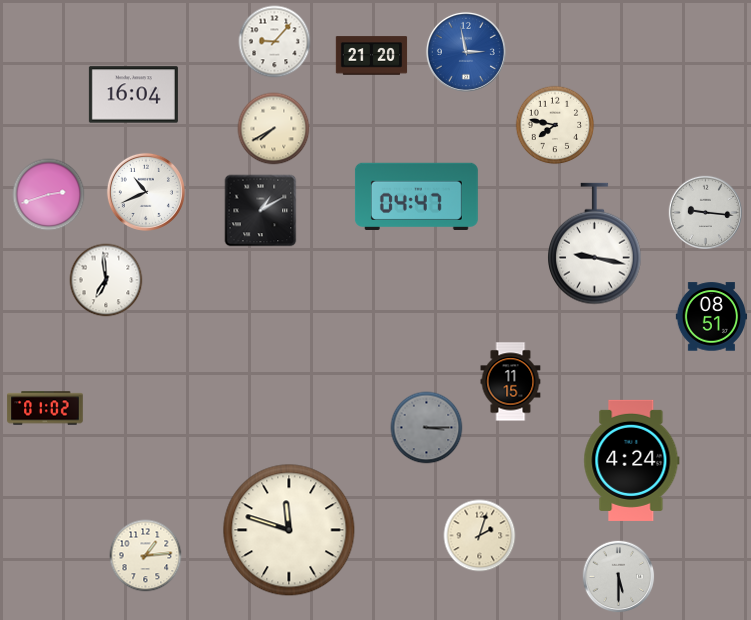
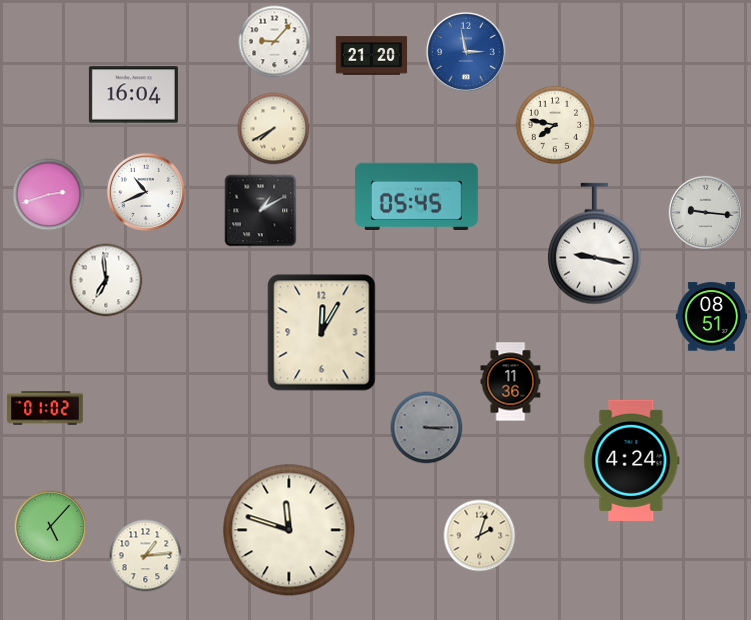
clock at (416, 196): 04:47 -> 05:45
clock at (322, 333): none -> 12:05
clock at (511, 382): 11:15 -> 11:36
clock at (51, 527): none -> 5:07
clock at (619, 577): 5:30 -> none
